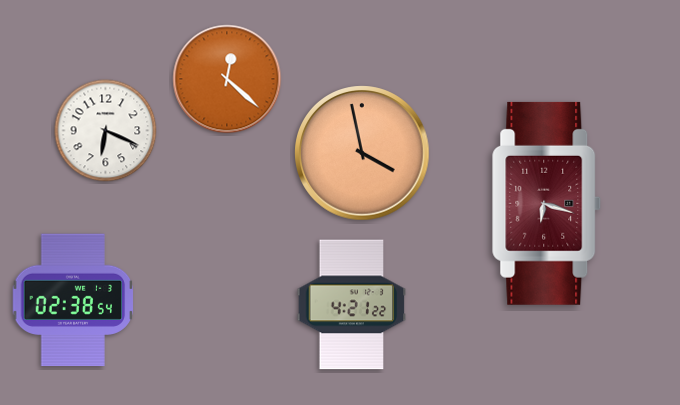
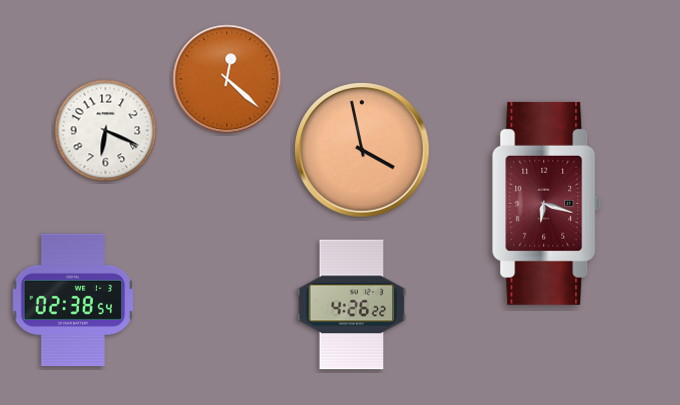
clock at (362, 153) position: (362, 153) -> (362, 150)
clock at (352, 305): 4:21 -> 4:26
